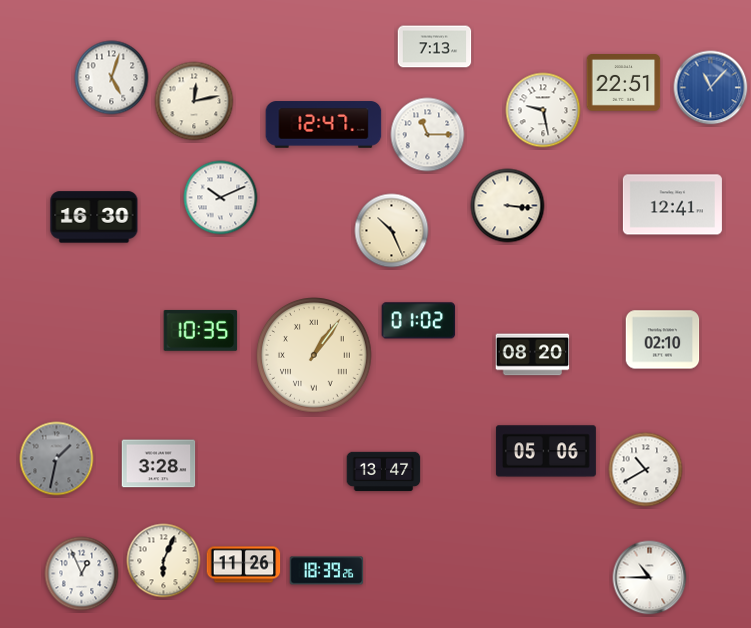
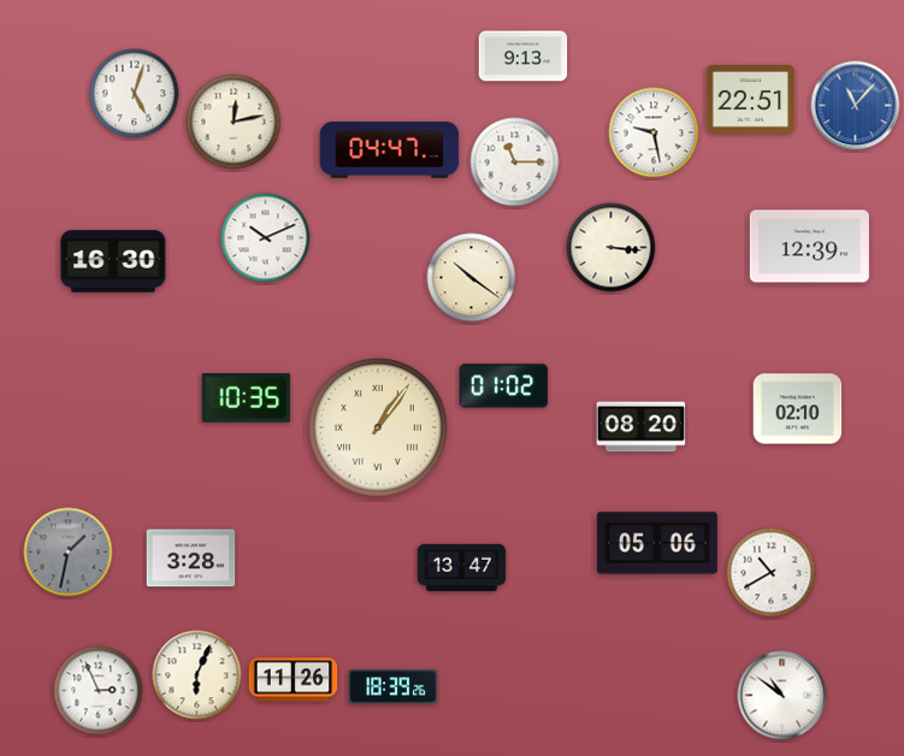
clock at (435, 47): 7:13 -> 9:13
clock at (324, 125): 12:47 -> 04:47
clock at (672, 205): 12:41 -> 12:39
clock at (392, 231): 10:26 -> 10:21
clock at (201, 330) position: (201, 330) -> (247, 397)
clock at (646, 470) position: (646, 470) -> (772, 573)
clock at (82, 574): 12:56 -> 2:56
clock at (650, 578): 10:45 -> 10:51
